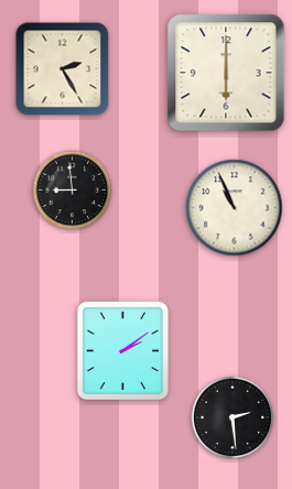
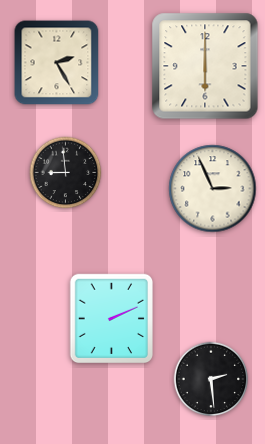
clock at (235, 208): 10:56 -> 2:56
clock at (123, 351): 2:09 -> 2:11
